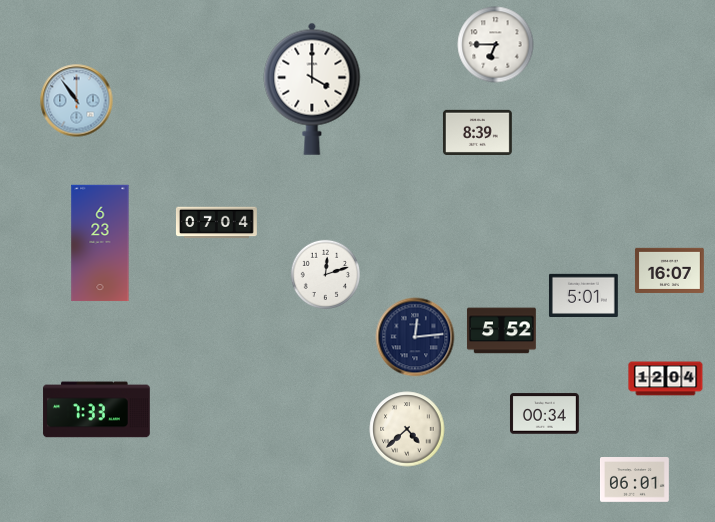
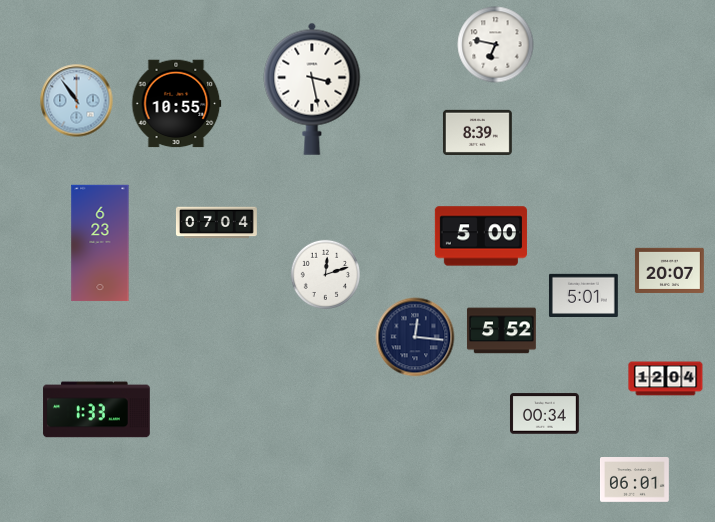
clock at (496, 45): 6:45 -> 6:47
clock at (312, 89): 4:00 -> 3:28
clock at (176, 104): none -> 10:55
clock at (481, 236): none -> 5:00
clock at (670, 270): 16:07 -> 20:07
clock at (415, 337): 12:14 -> 12:16
clock at (97, 410): 7:33 -> 1:33
clock at (407, 429): 4:38 -> none
